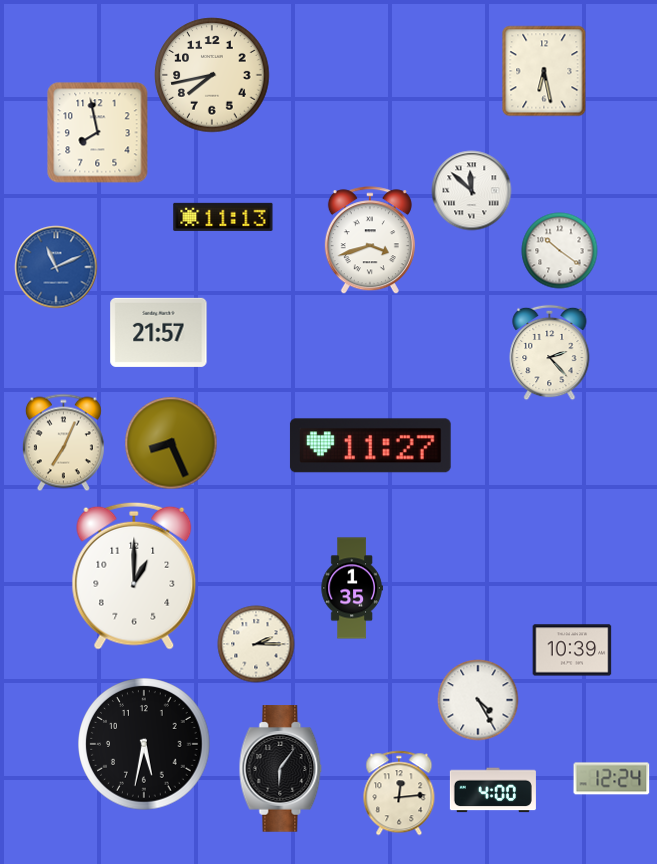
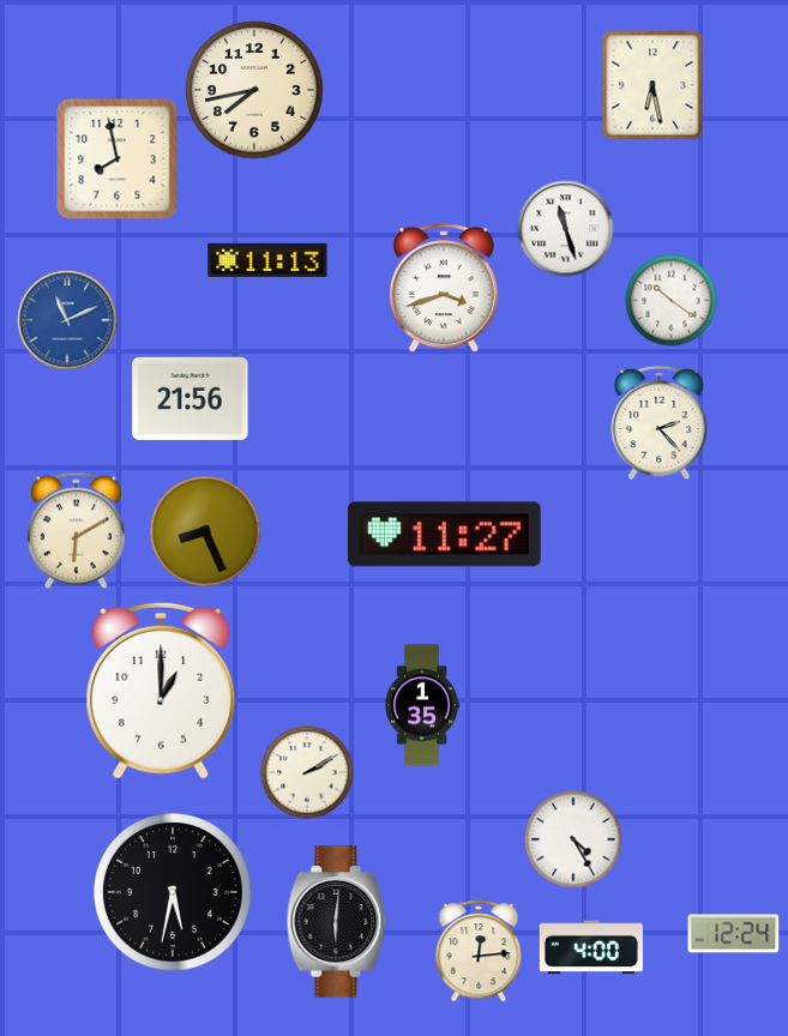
clock at (472, 191): 11:52 -> 11:27
clock at (159, 332): 21:57 -> 21:56
clock at (63, 443): 7:04 -> 6:10
clock at (256, 644): 2:15 -> 2:10
clock at (572, 650): 10:39 -> none
clock at (281, 769): 6:06 -> 6:01
